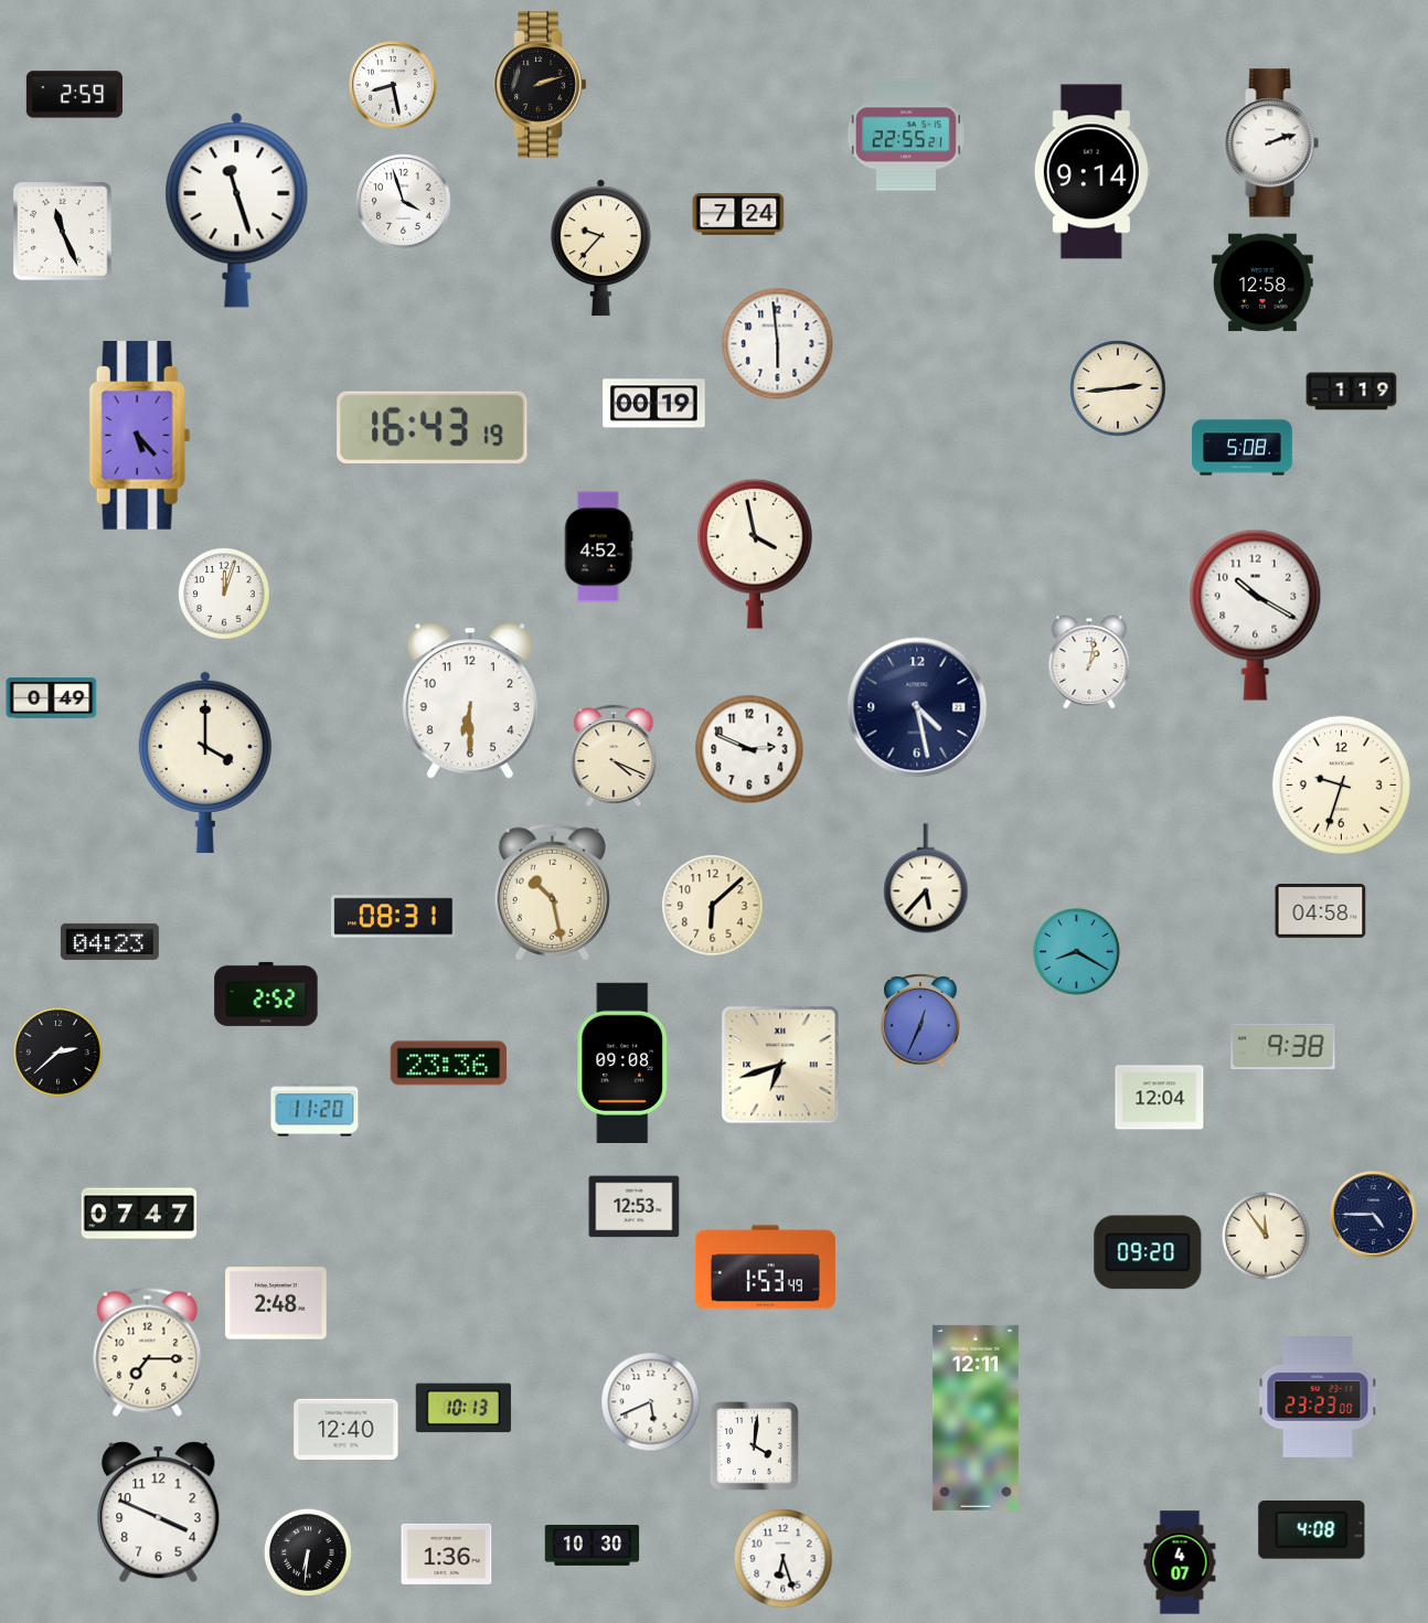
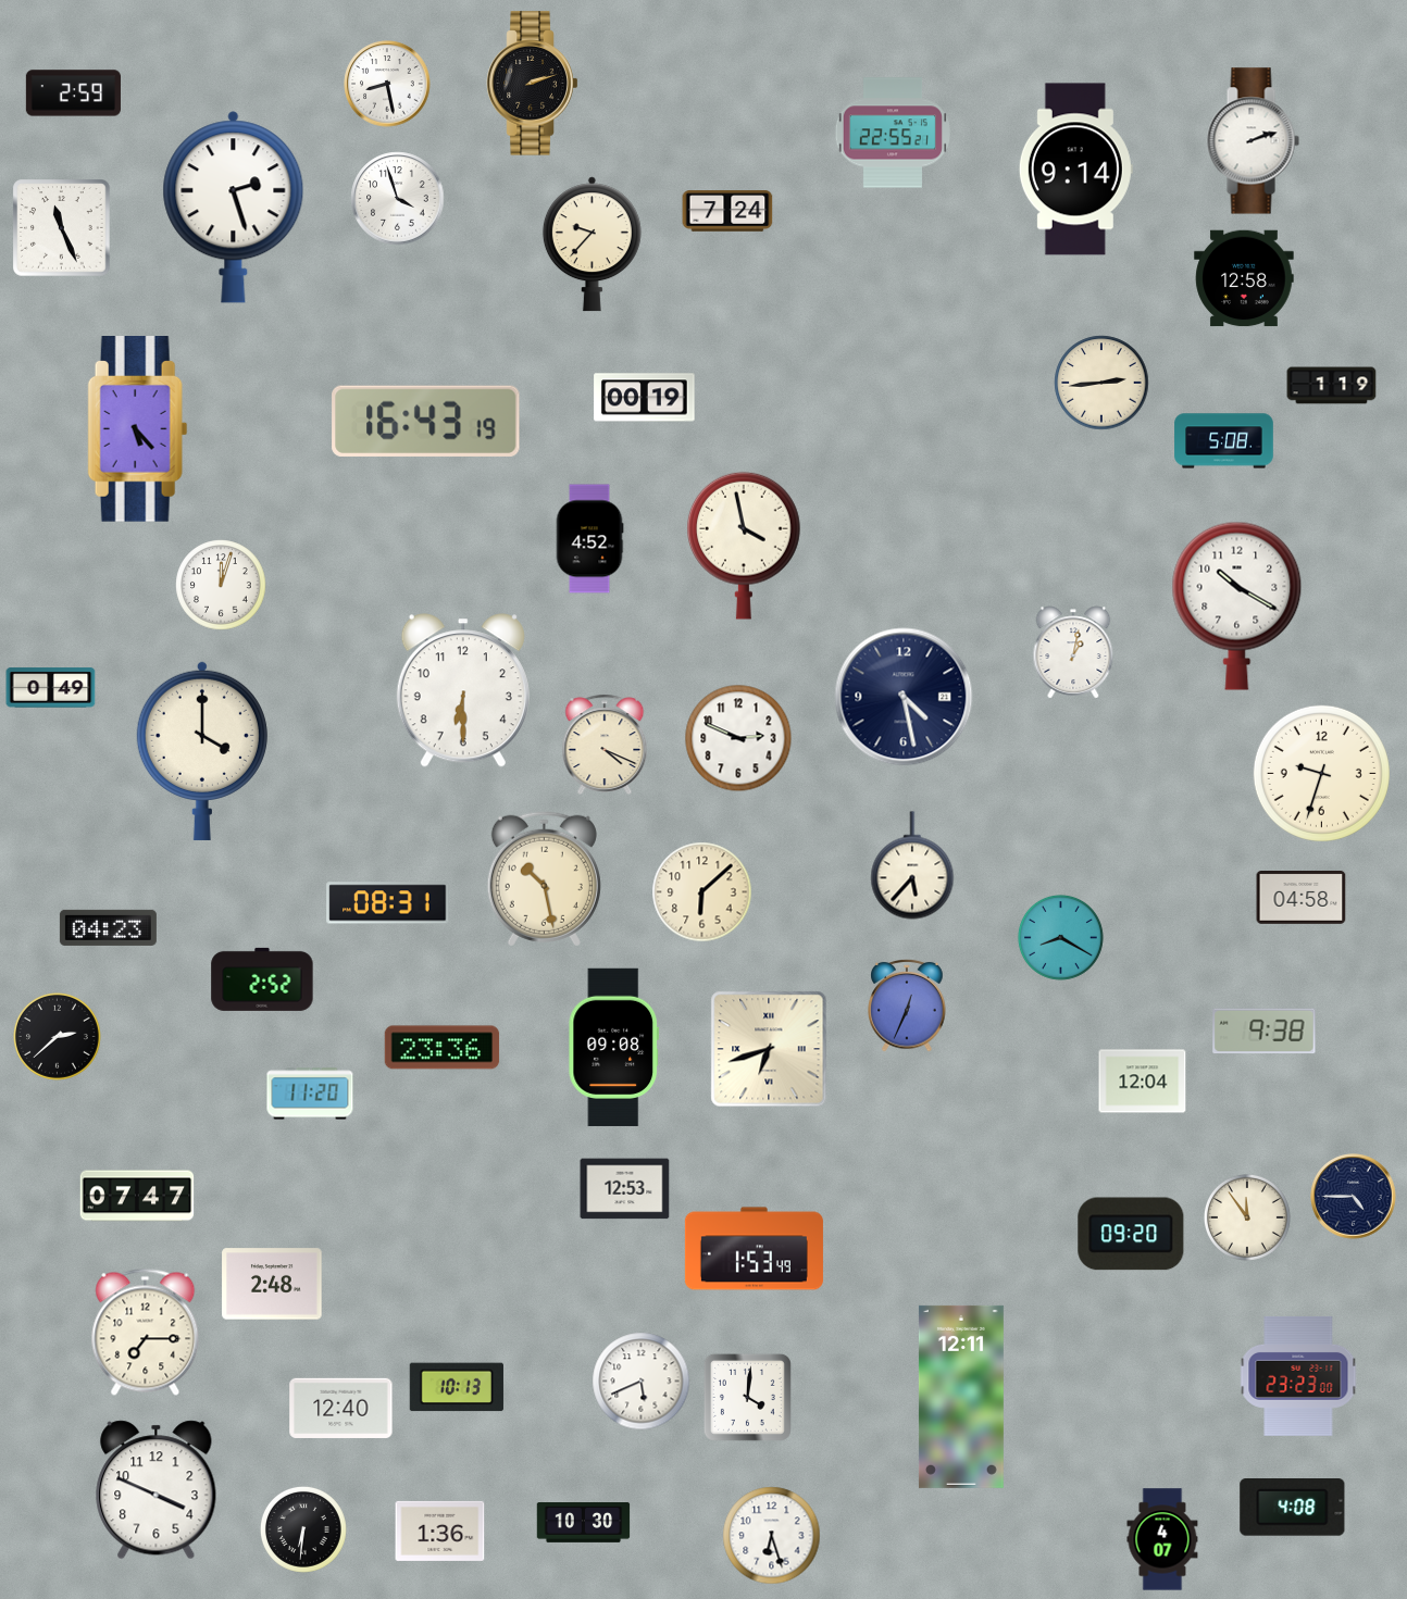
clock at (237, 211): 11:27 -> 2:27
clock at (778, 344): 5:59 -> none
clock at (754, 1445) position: (754, 1445) -> (747, 1397)
